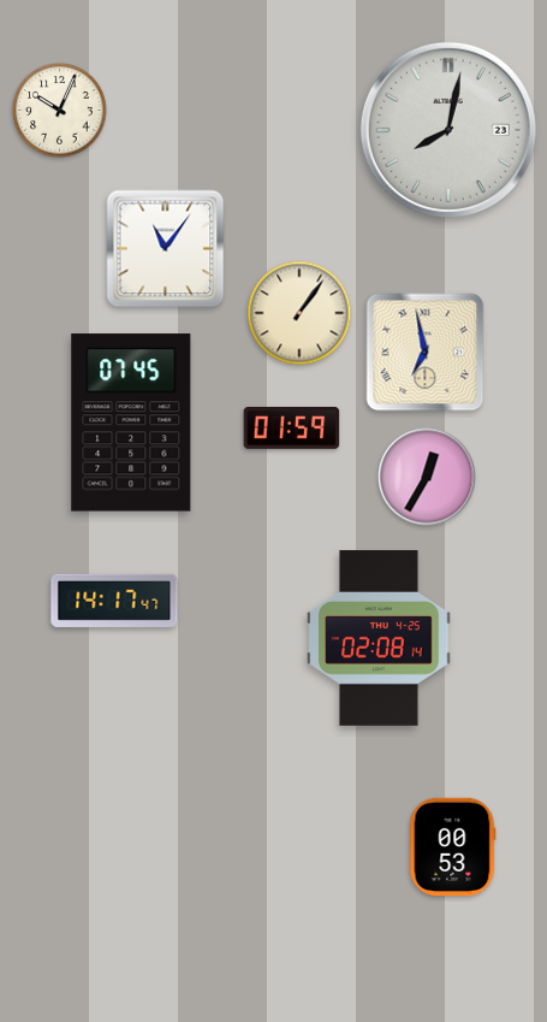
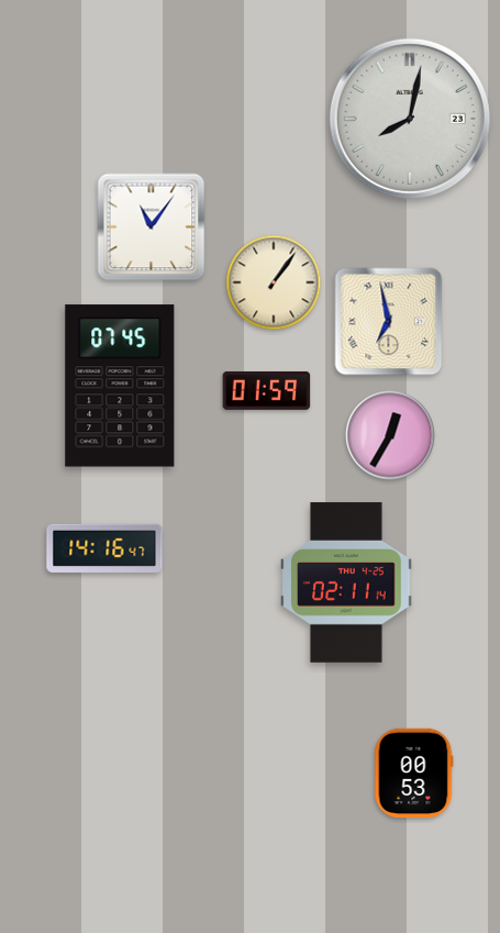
clock at (60, 111): 10:04 -> none
clock at (299, 313) position: (299, 313) -> (274, 282)
clock at (114, 601): 14:17 -> 14:16
clock at (379, 638): 02:08 -> 02:11
